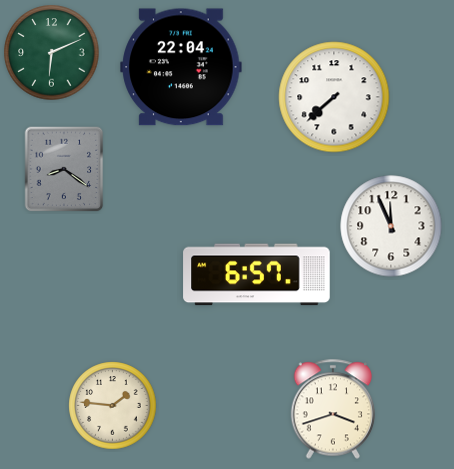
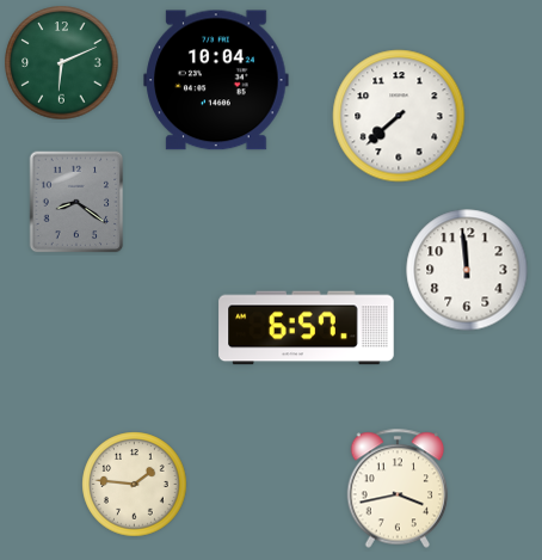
clock at (181, 67): 22:04 -> 10:04
clock at (391, 226): 11:56 -> 11:59
clock at (333, 409): 3:42 -> 3:43
